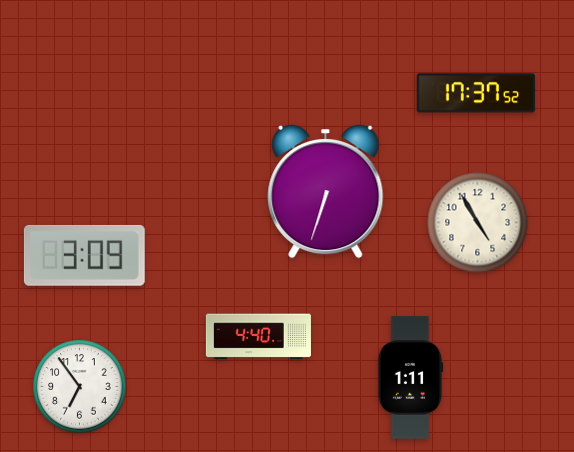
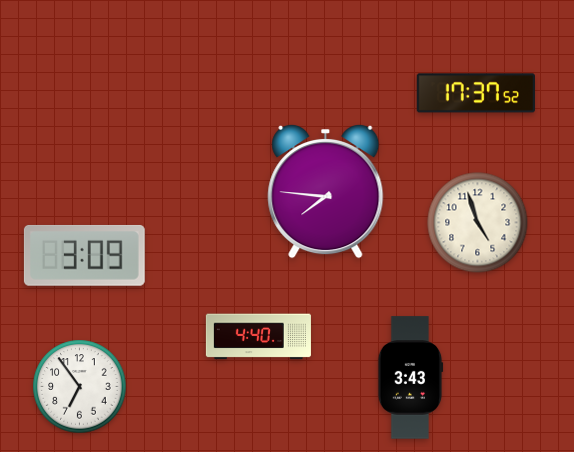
clock at (326, 191): 6:33 -> 7:46
clock at (478, 223): 4:55 -> 4:57
clock at (410, 378): 1:11 -> 3:43
